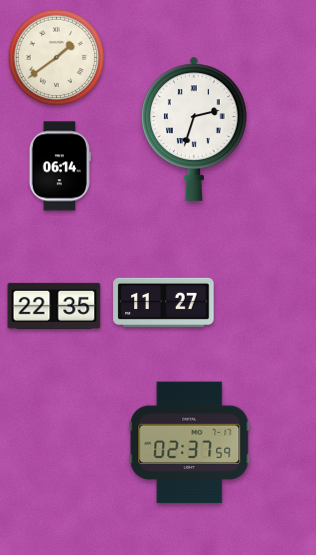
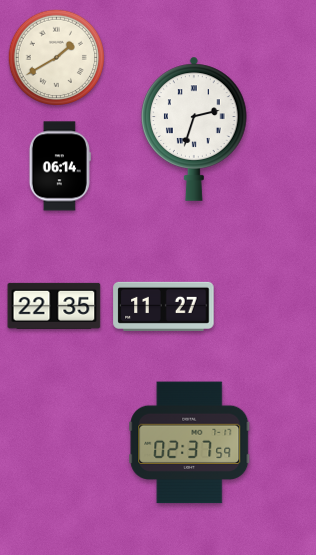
clock at (57, 58): 1:39 -> 1:40
clock at (164, 302) position: (164, 302) -> (164, 306)
